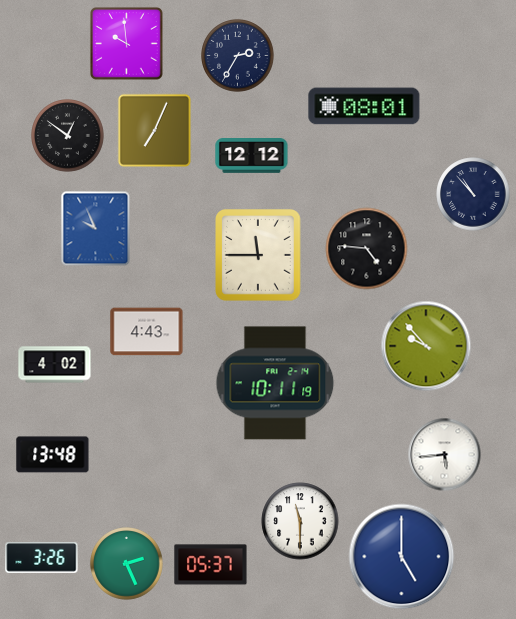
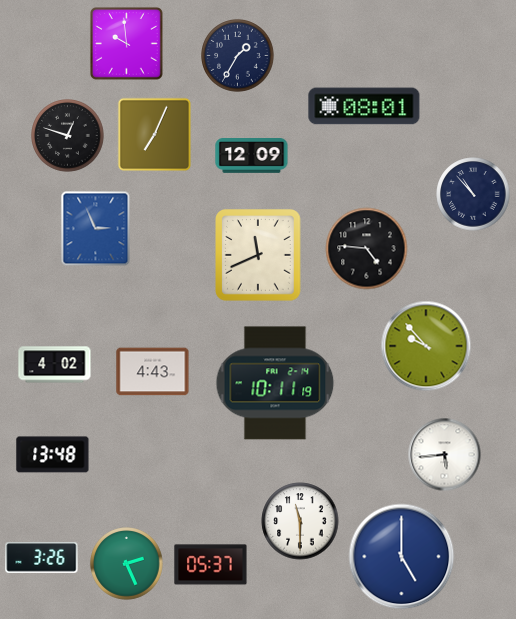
clock at (238, 56): 2:35 -> 1:35
clock at (155, 131) position: (155, 131) -> (155, 135)
clock at (68, 136): 12:51 -> 12:48
clock at (252, 156): 12:12 -> 12:09
clock at (96, 229): 9:56 -> 2:56
clock at (259, 255): 11:45 -> 11:41
clock at (147, 332) position: (147, 332) -> (153, 372)
